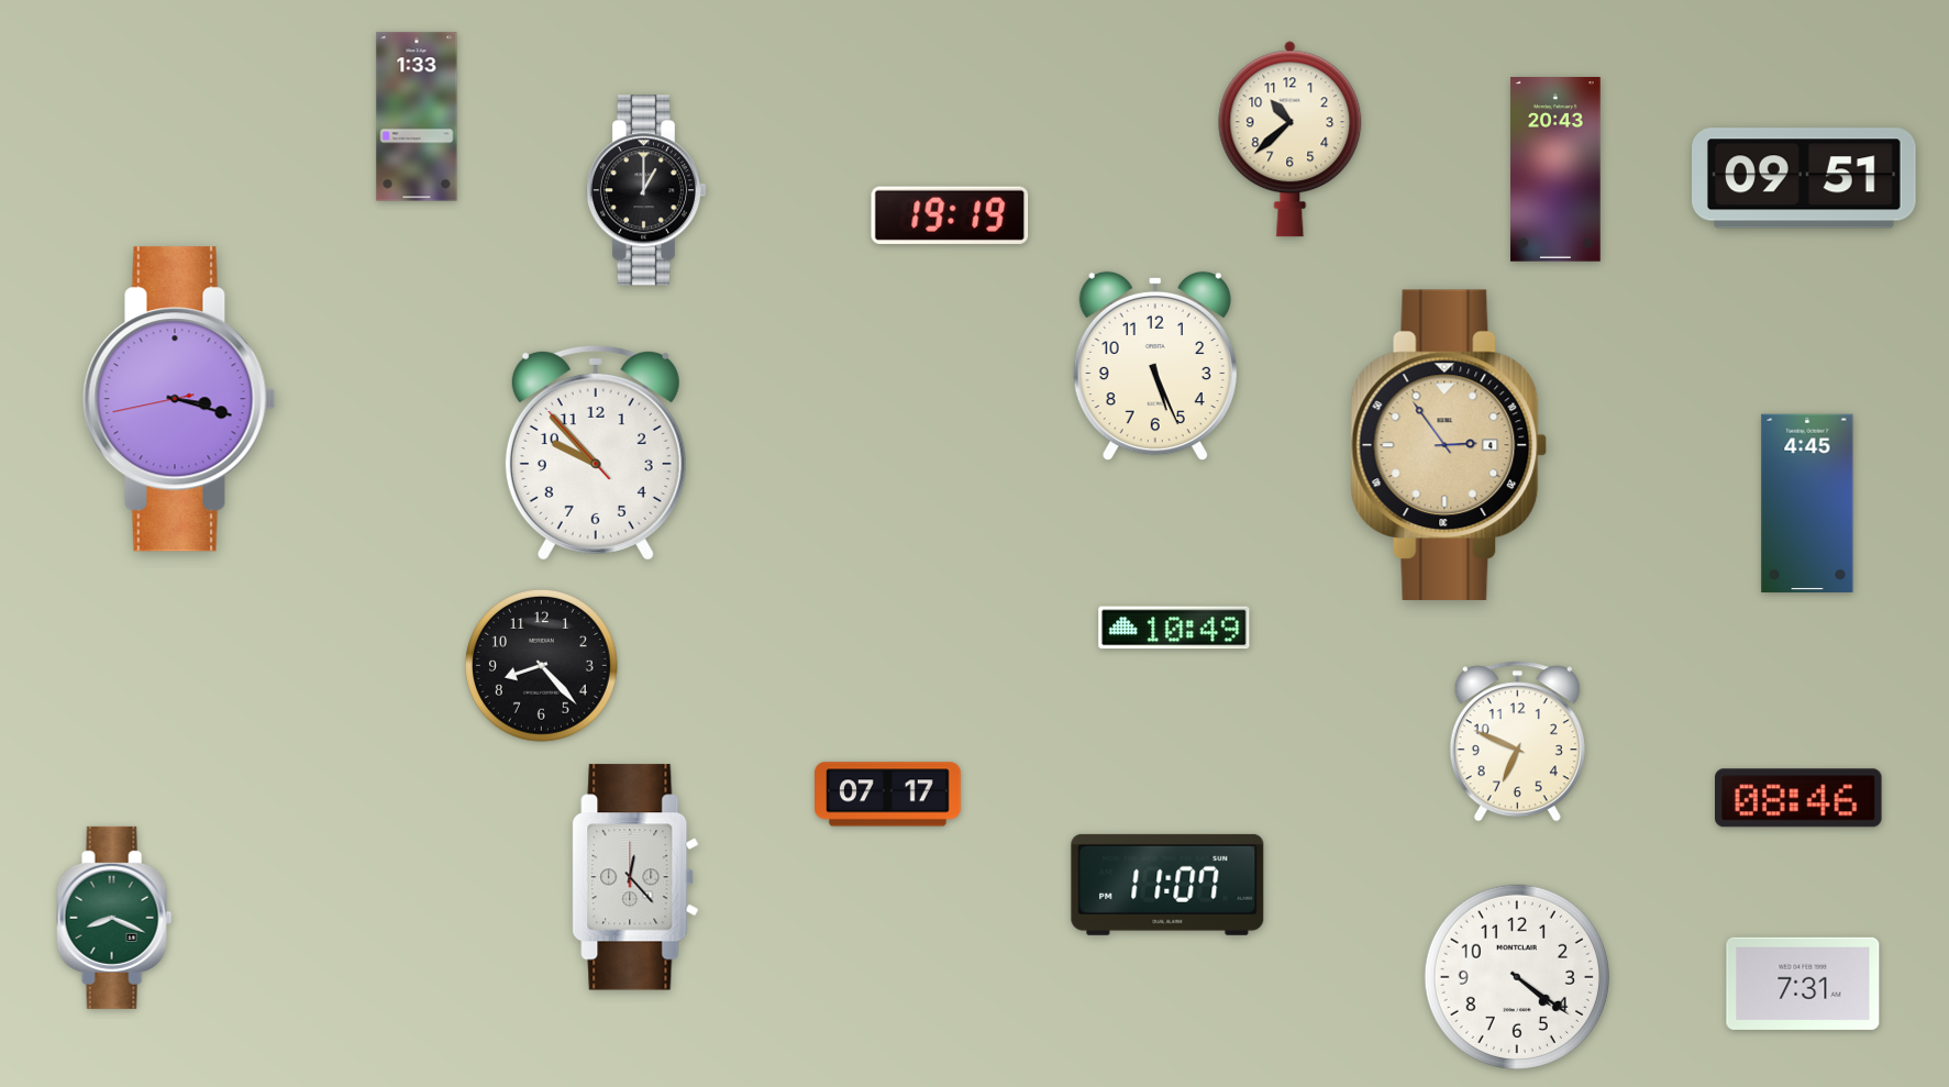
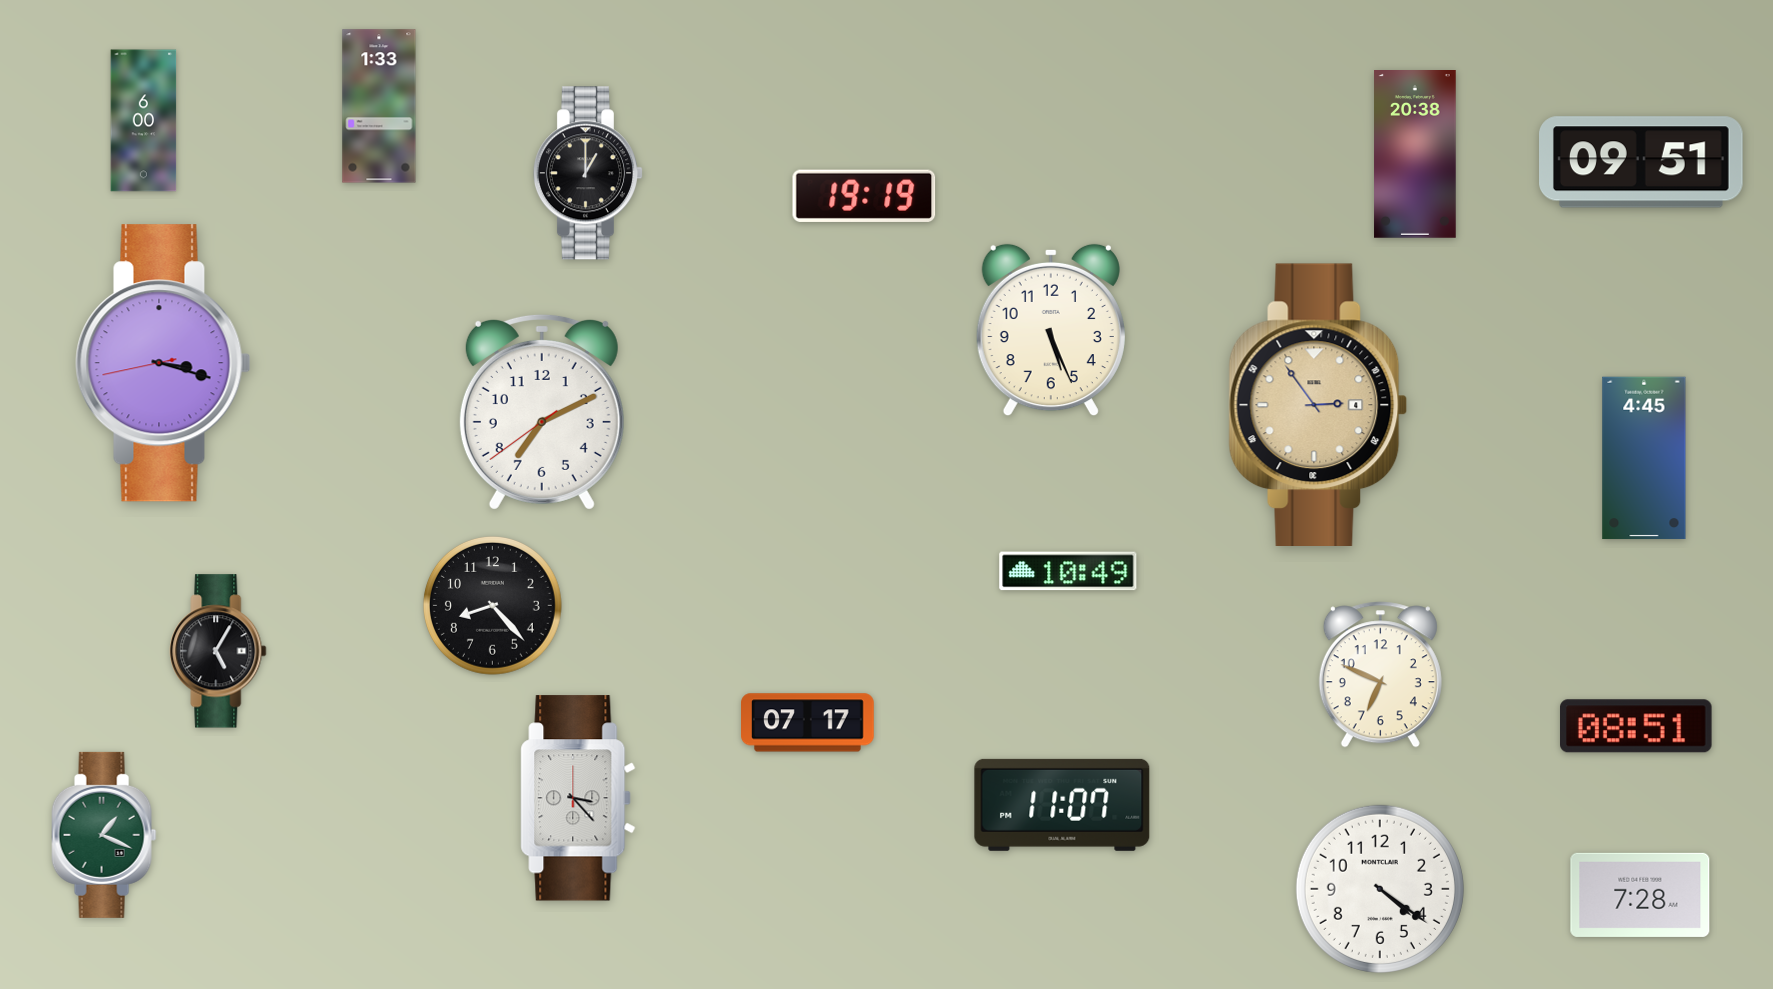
clock at (144, 121): none -> 6:00
clock at (1291, 140): 10:38 -> none
clock at (1555, 170): 20:43 -> 20:38
clock at (1155, 366) position: (1155, 366) -> (1051, 330)
clock at (596, 453): 9:52 -> 7:10
clock at (218, 651): none -> 5:05
clock at (1799, 798): 08:46 -> 08:51
clock at (635, 877): 12:23 -> 3:23
clock at (114, 918): 8:19 -> 1:19
clock at (1803, 984): 7:31 -> 7:28
